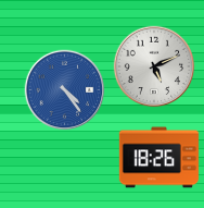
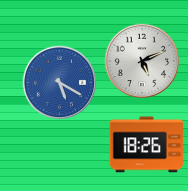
clock at (65, 90): 4:24 -> 5:20
